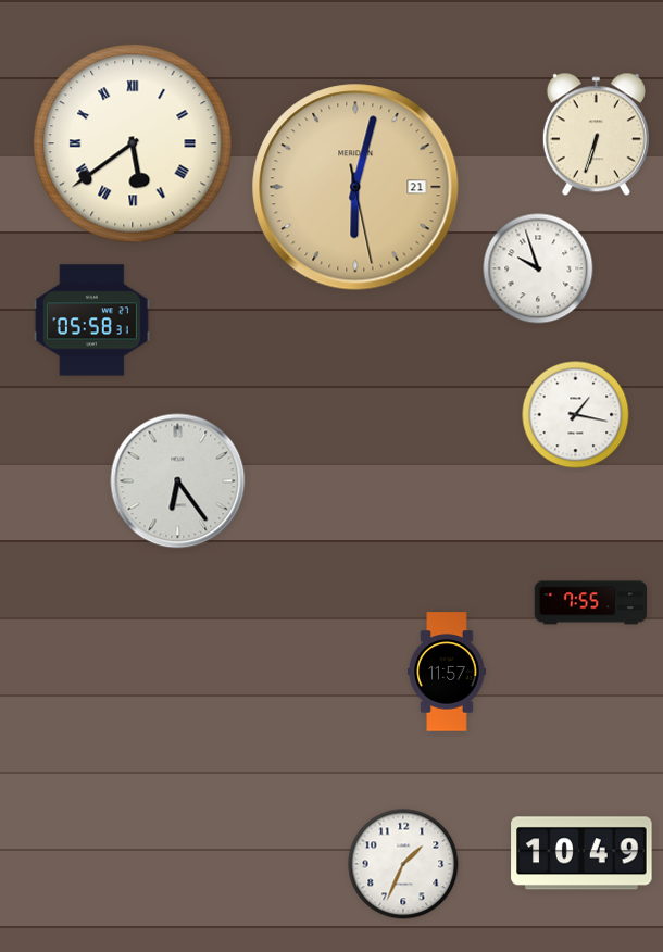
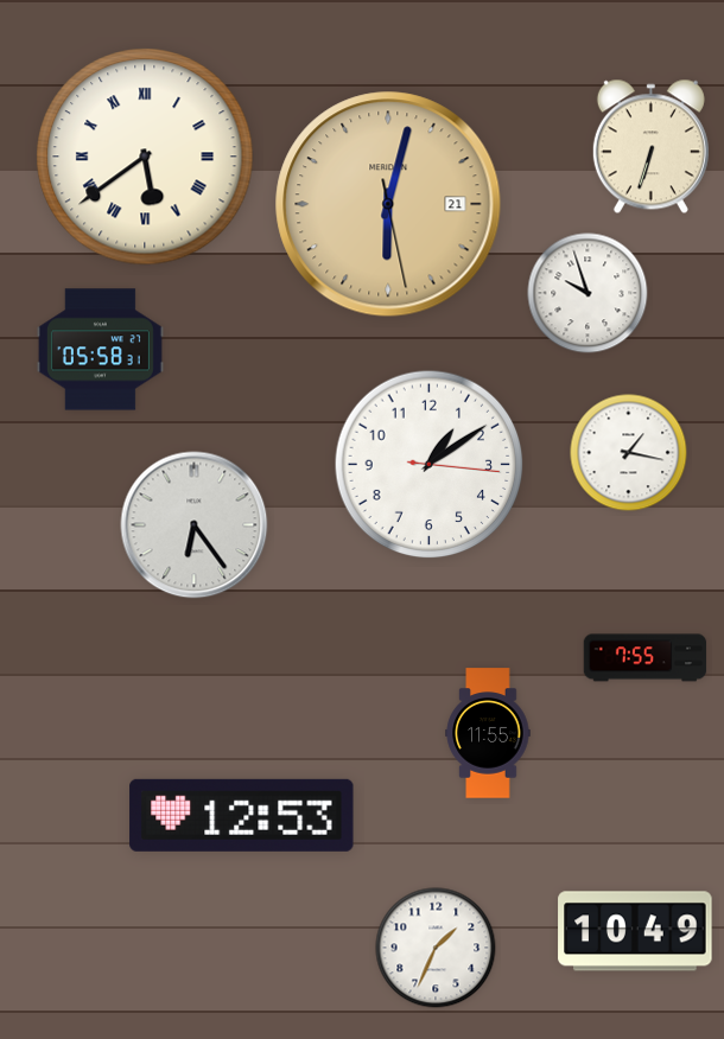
clock at (430, 465): none -> 1:09
clock at (447, 672): 11:57 -> 11:55
clock at (242, 815): none -> 12:53
clock at (403, 864) position: (403, 864) -> (436, 948)
